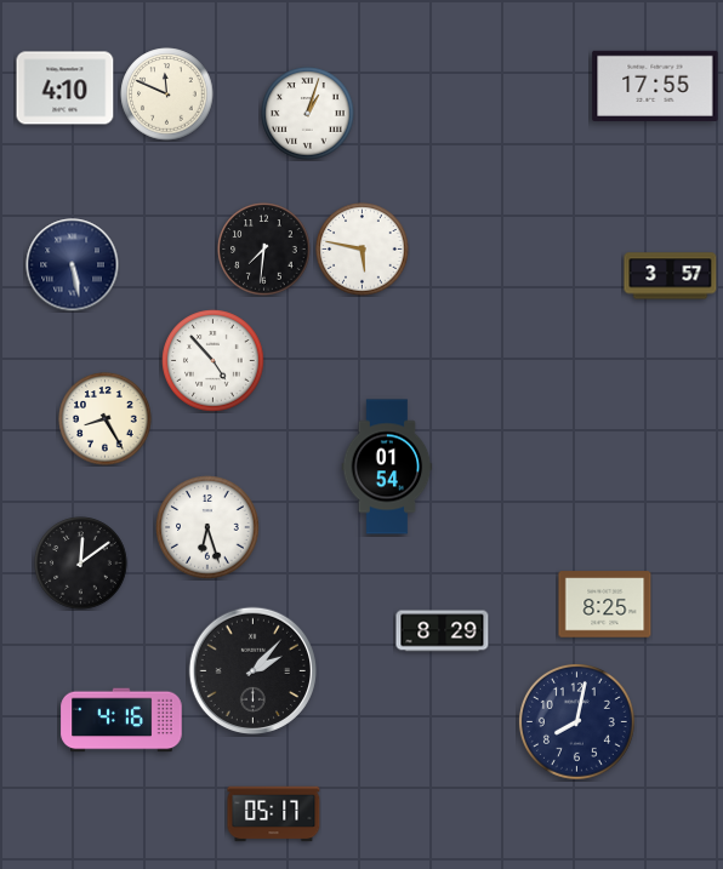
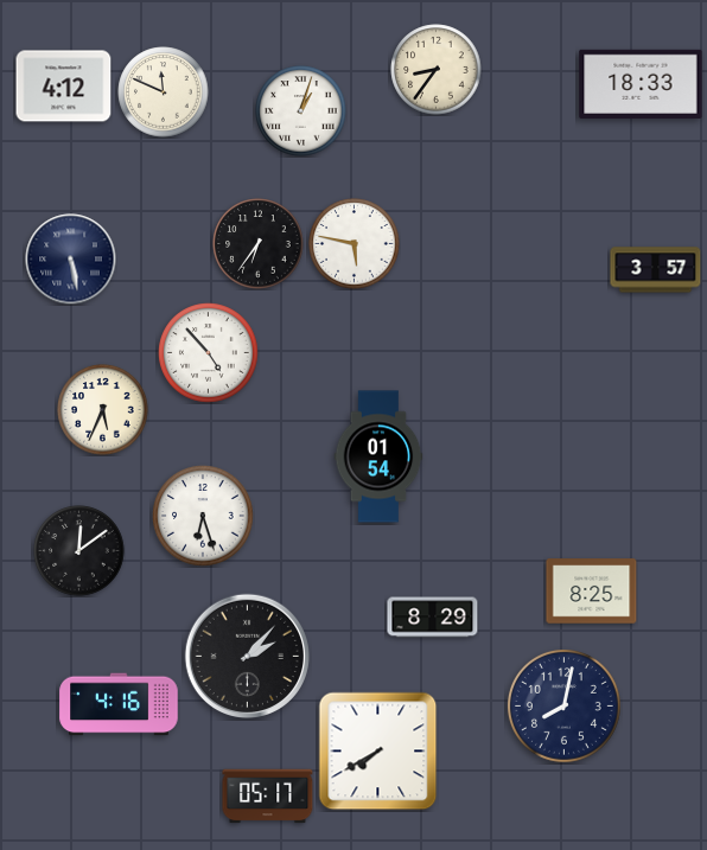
clock at (437, 70): none -> 8:36
clock at (655, 86): 17:55 -> 18:33
clock at (66, 88): 4:10 -> 4:12
clock at (264, 250): 7:31 -> 6:36
clock at (106, 419): 8:25 -> 5:34
clock at (378, 752): none -> 7:40
